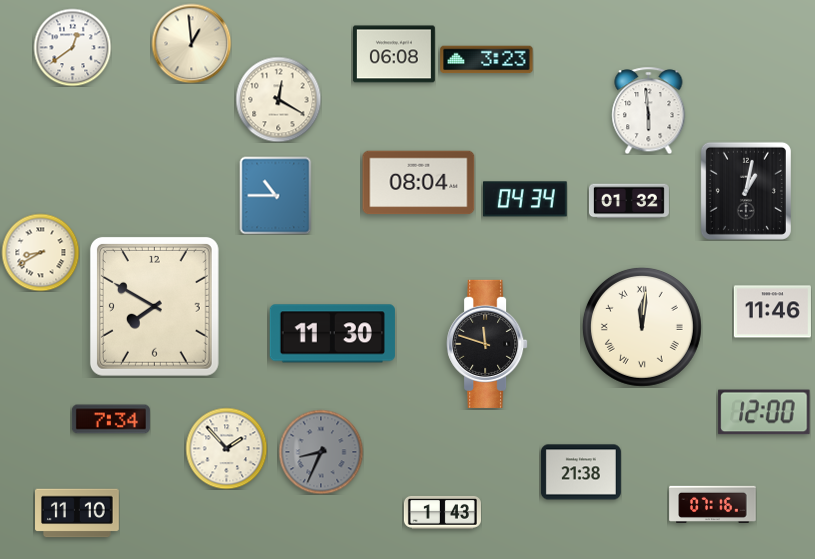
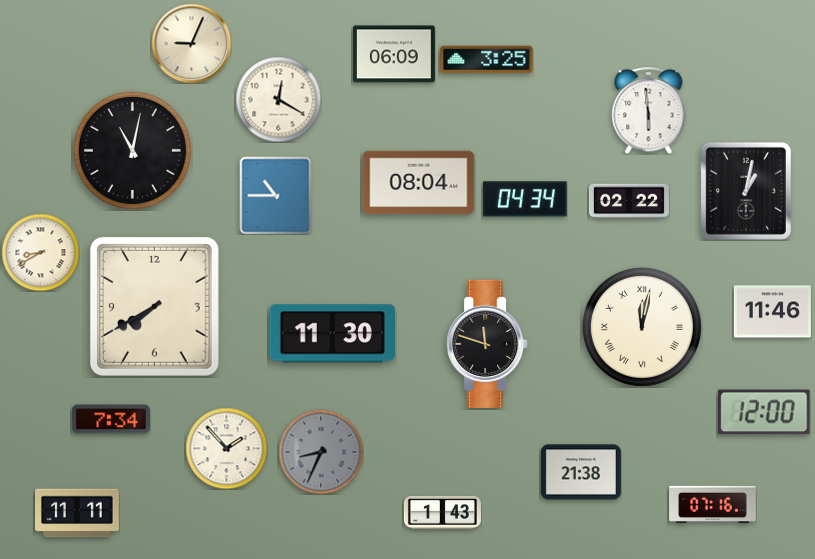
clock at (191, 43): 12:59 -> 9:04
clock at (72, 47): 12:39 -> none
clock at (394, 54): 06:08 -> 06:09
clock at (487, 60): 3:23 -> 3:25
clock at (132, 150): none -> 11:02
clock at (629, 201): 01:32 -> 02:22
clock at (154, 306): 7:50 -> 7:40
clock at (642, 327): 12:01 -> 12:02
clock at (78, 513): 11:10 -> 11:11
